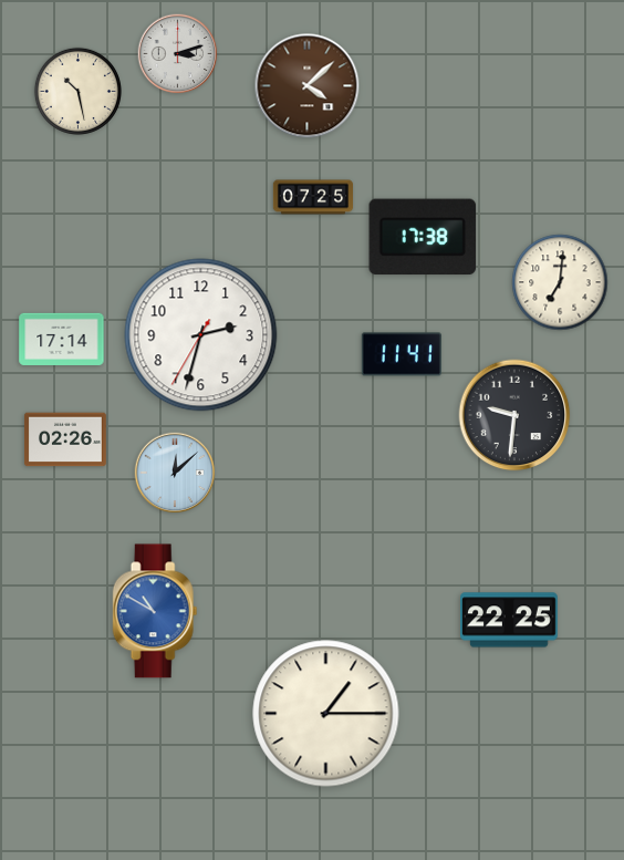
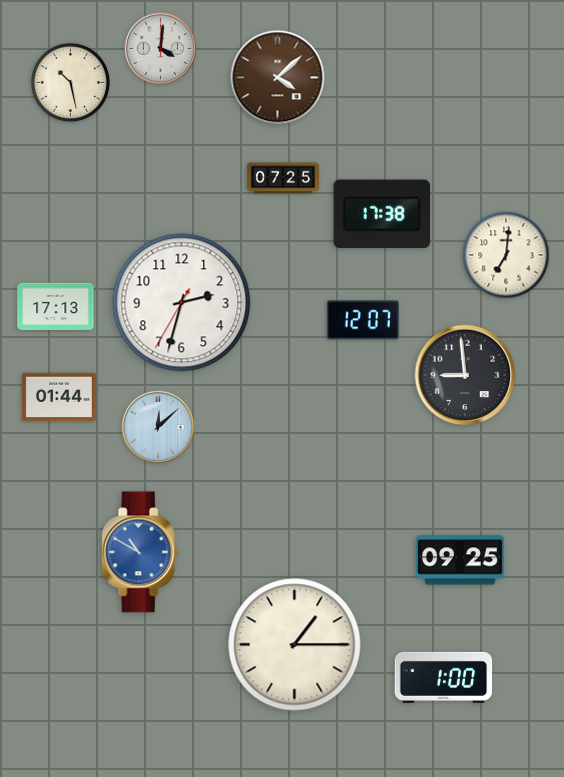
clock at (178, 54): 3:12 -> 4:01
clock at (62, 339): 17:14 -> 17:13
clock at (402, 354): 11:41 -> 12:07
clock at (514, 415): 9:31 -> 8:59
clock at (65, 439): 02:26 -> 01:44
clock at (509, 620): 22:25 -> 09:25
clock at (444, 677): none -> 1:00
